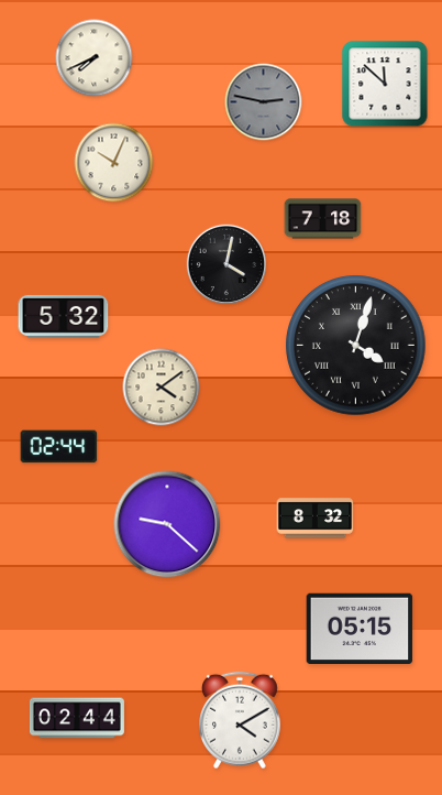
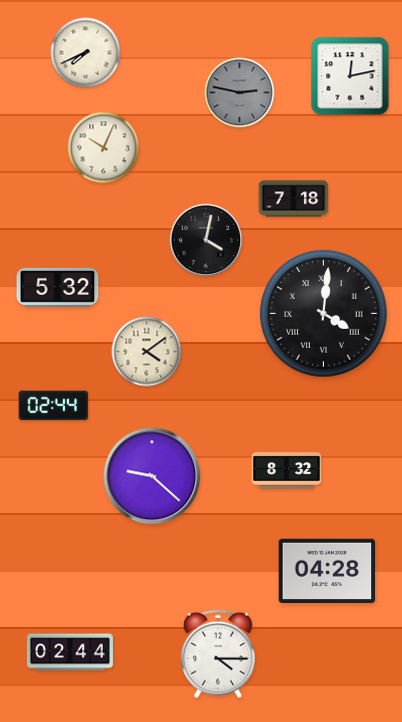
clock at (385, 84): 11:52 -> 12:13
clock at (356, 346): 4:03 -> 4:01
clock at (360, 629): 05:15 -> 04:28
clock at (241, 720): 4:10 -> 4:15
